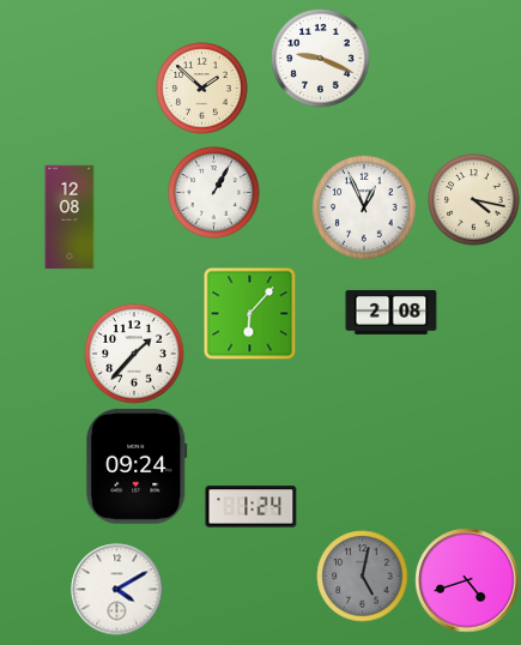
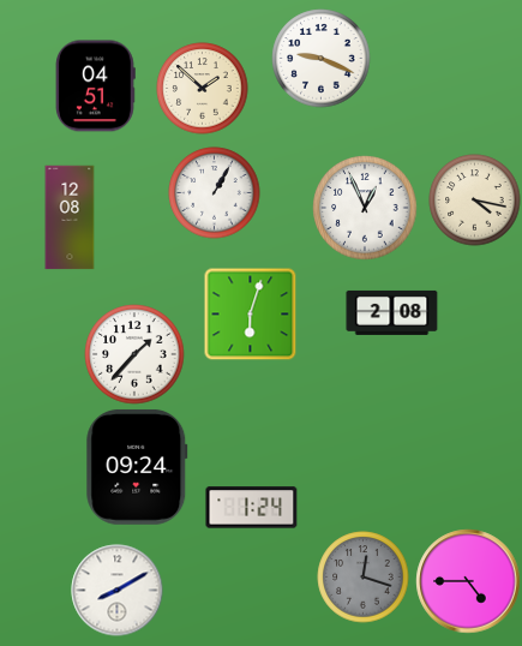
clock at (96, 86): none -> 04:51
clock at (249, 313): 6:07 -> 6:03
clock at (363, 577): 5:02 -> 12:18
clock at (467, 580): 4:42 -> 4:45
clock at (117, 590): 4:10 -> 8:10
